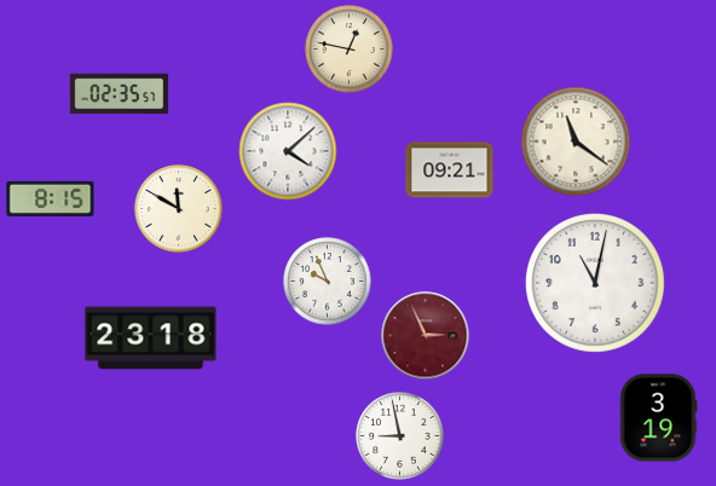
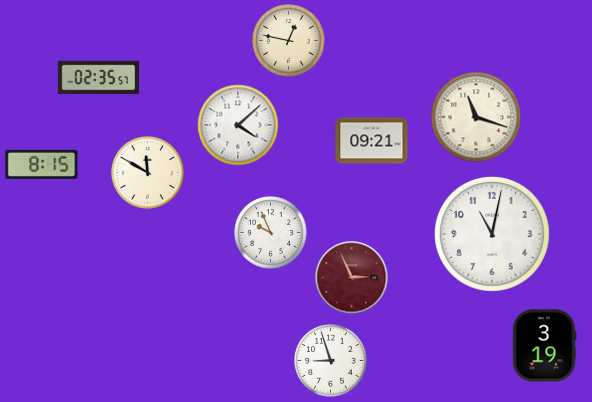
clock at (576, 141): 11:21 -> 11:18
clock at (151, 339): 23:18 -> none
clock at (400, 436): 8:58 -> 8:57
